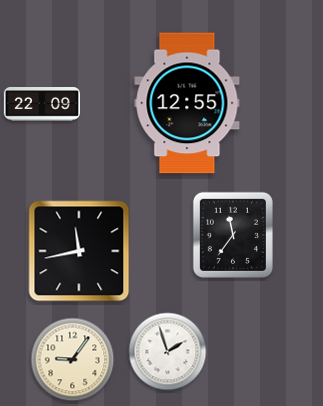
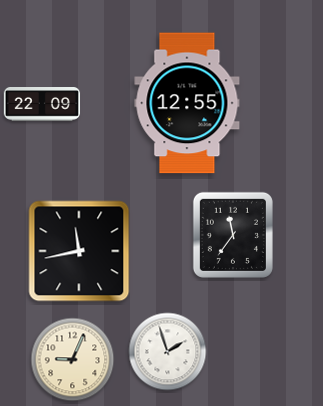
clock at (73, 360): 9:06 -> 9:04
